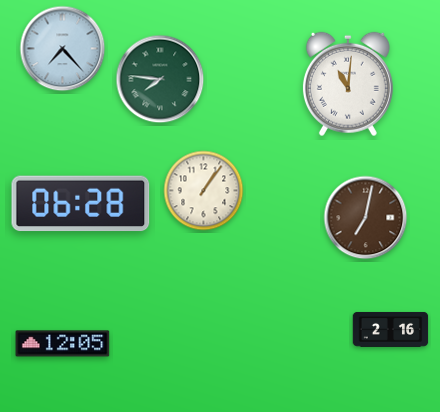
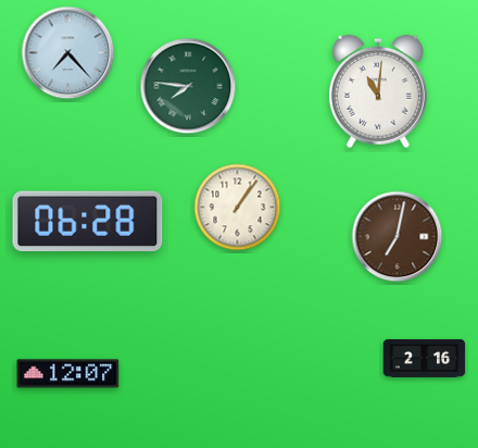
clock at (160, 79) position: (160, 79) -> (188, 86)
clock at (204, 191) position: (204, 191) -> (238, 208)
clock at (63, 344): 12:05 -> 12:07
